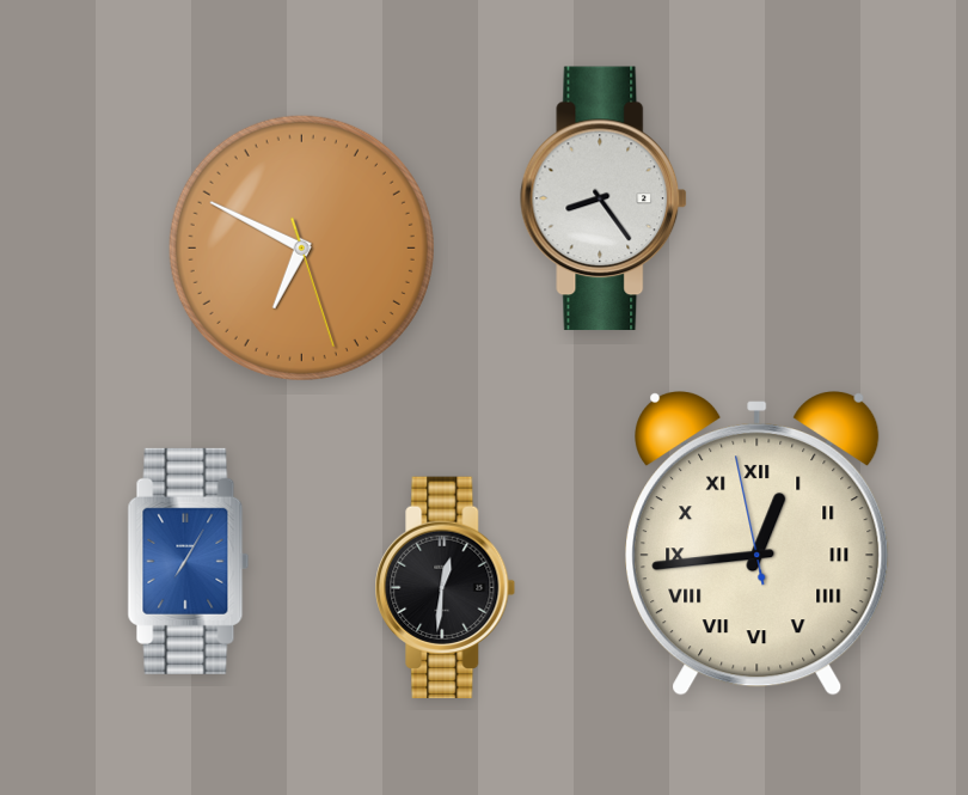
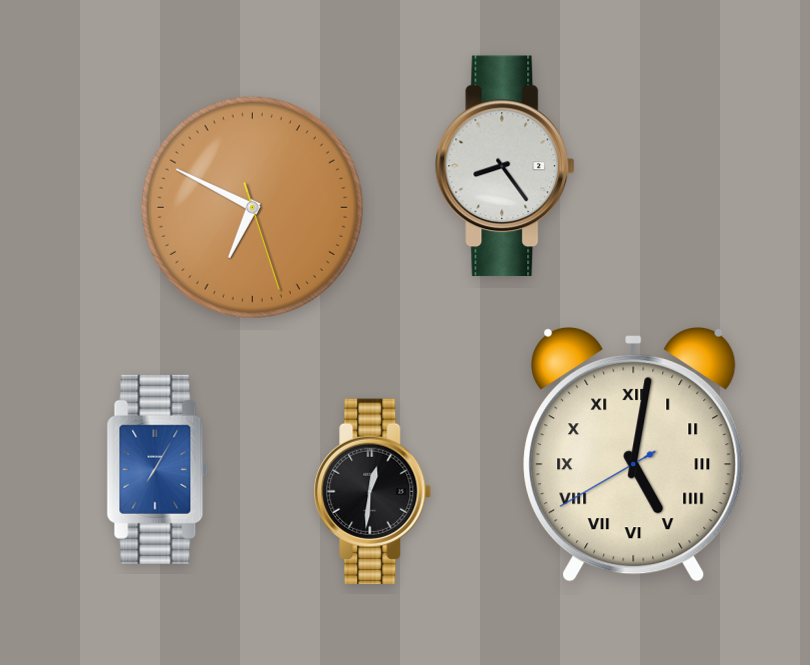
clock at (758, 544): 12:43 -> 5:01
